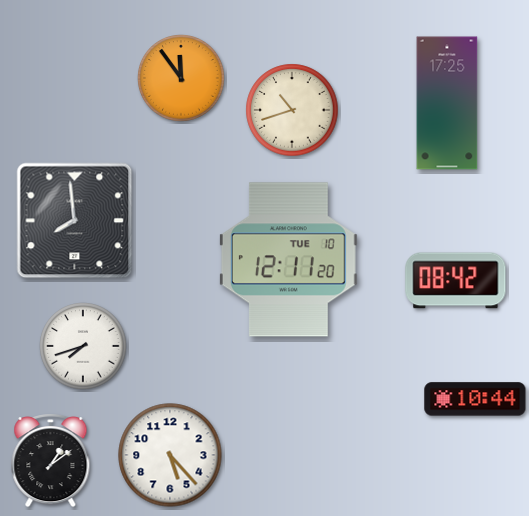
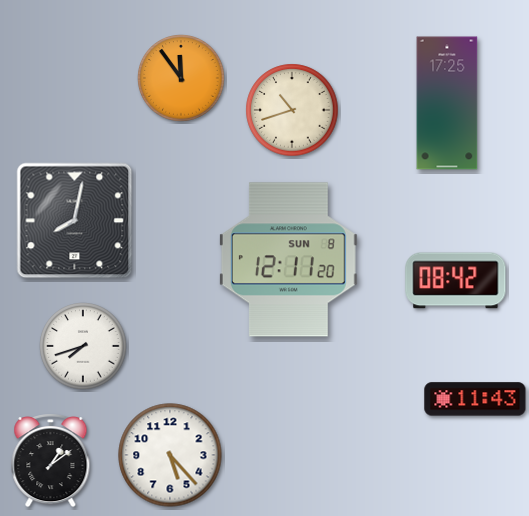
clock at (75, 221): 7:59 -> 8:02
clock at (288, 260) date: TUE 10 -> SUN 8
clock at (475, 399): 10:44 -> 11:43
